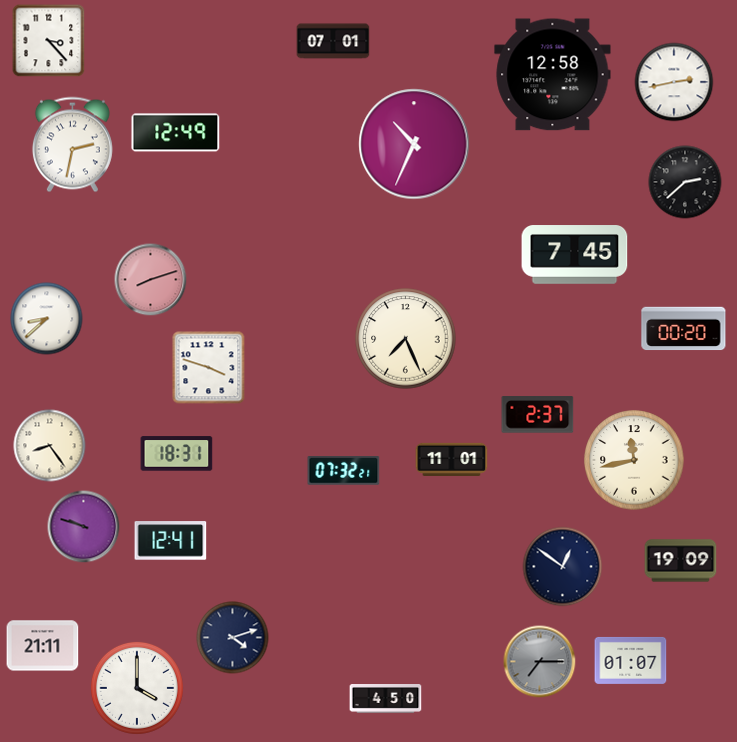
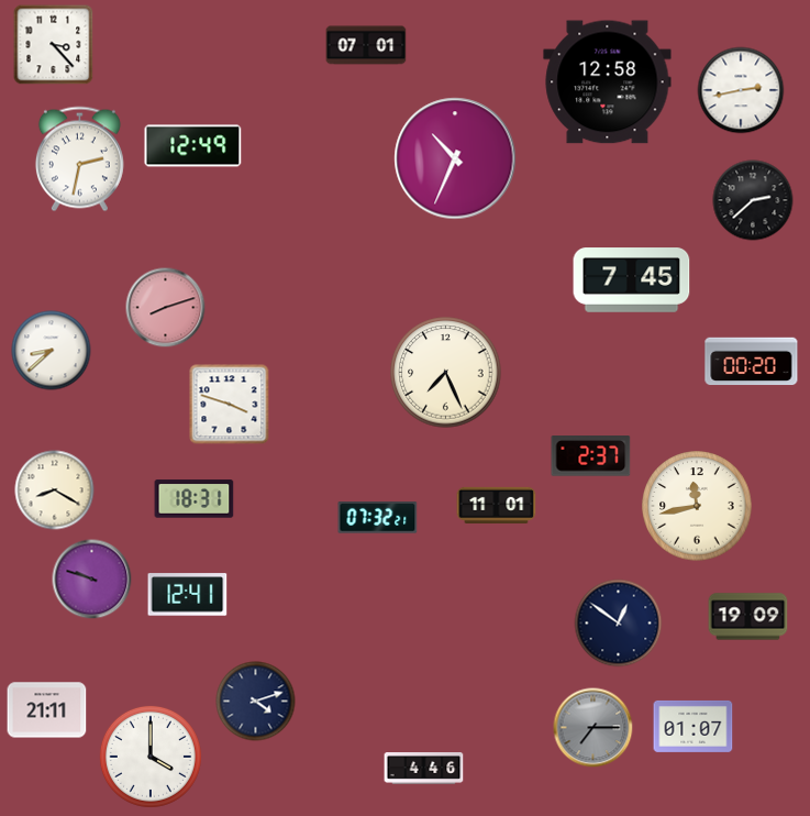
clock at (50, 446): 8:24 -> 8:20
clock at (386, 699): 4:50 -> 4:46
